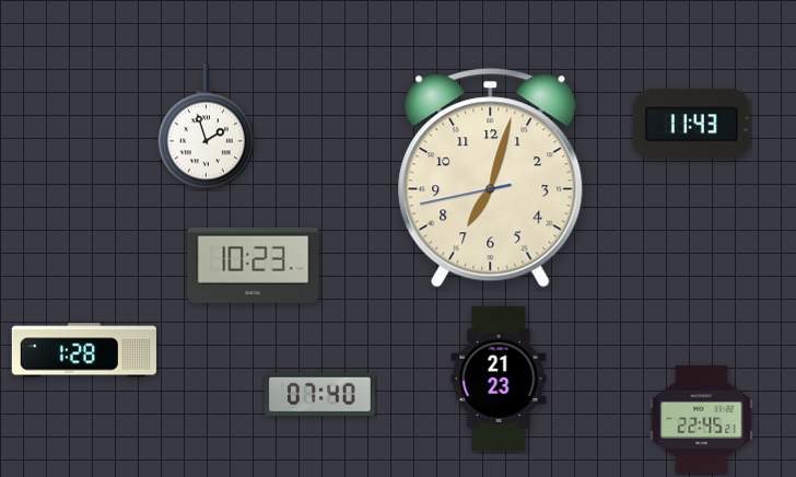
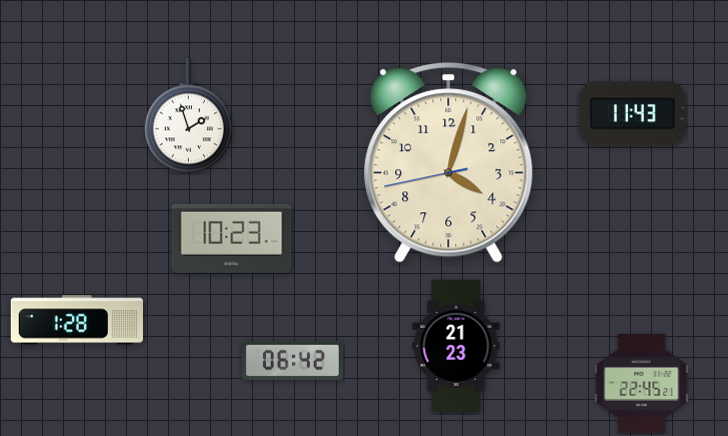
clock at (491, 178): 7:02 -> 4:02
clock at (254, 265) position: (254, 265) -> (232, 238)
clock at (320, 394): 07:40 -> 06:42
